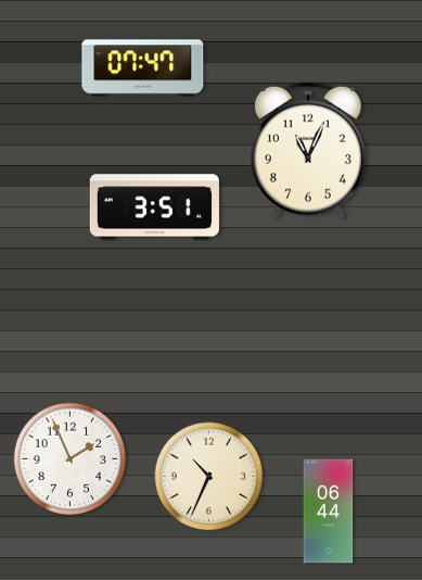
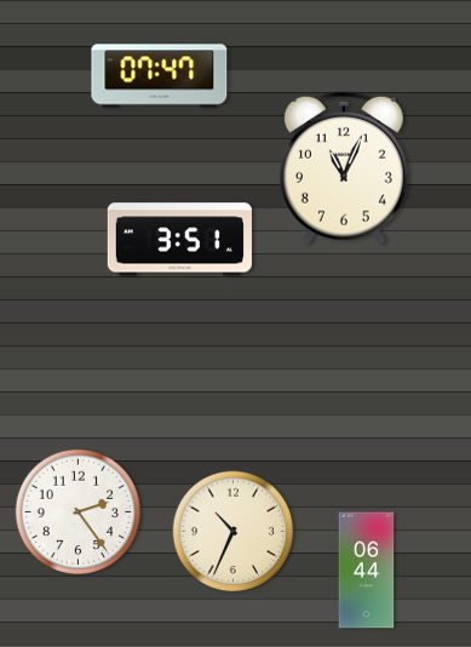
clock at (154, 207) position: (154, 207) -> (179, 240)
clock at (71, 459): 1:56 -> 2:24
